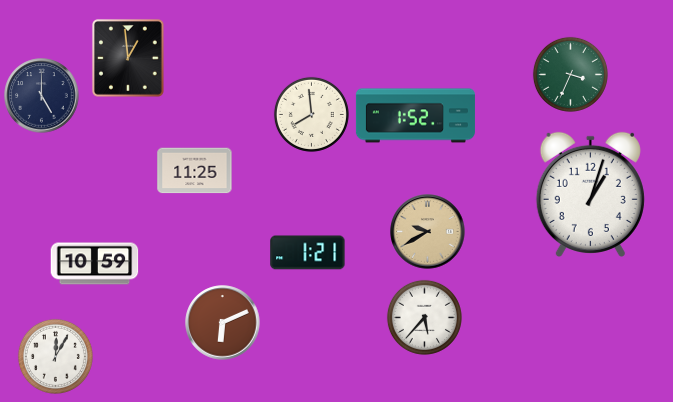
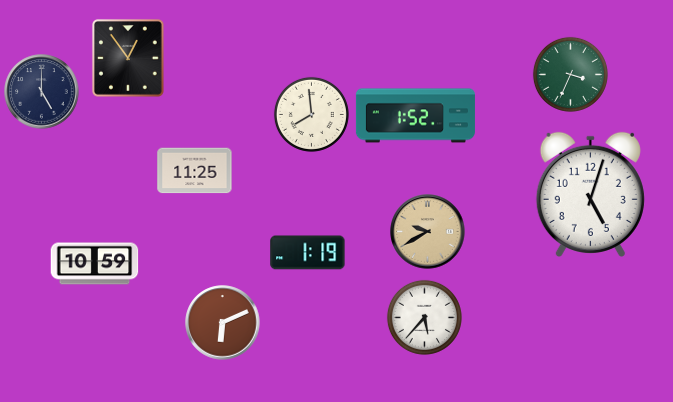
clock at (128, 58): 12:59 -> 12:54
clock at (42, 96) position: (42, 96) -> (42, 92)
clock at (590, 194): 1:03 -> 5:03
clock at (308, 253): 1:21 -> 1:19
clock at (55, 356): 12:05 -> none
